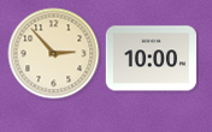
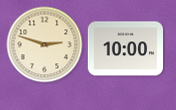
clock at (54, 54): 2:53 -> 2:48
